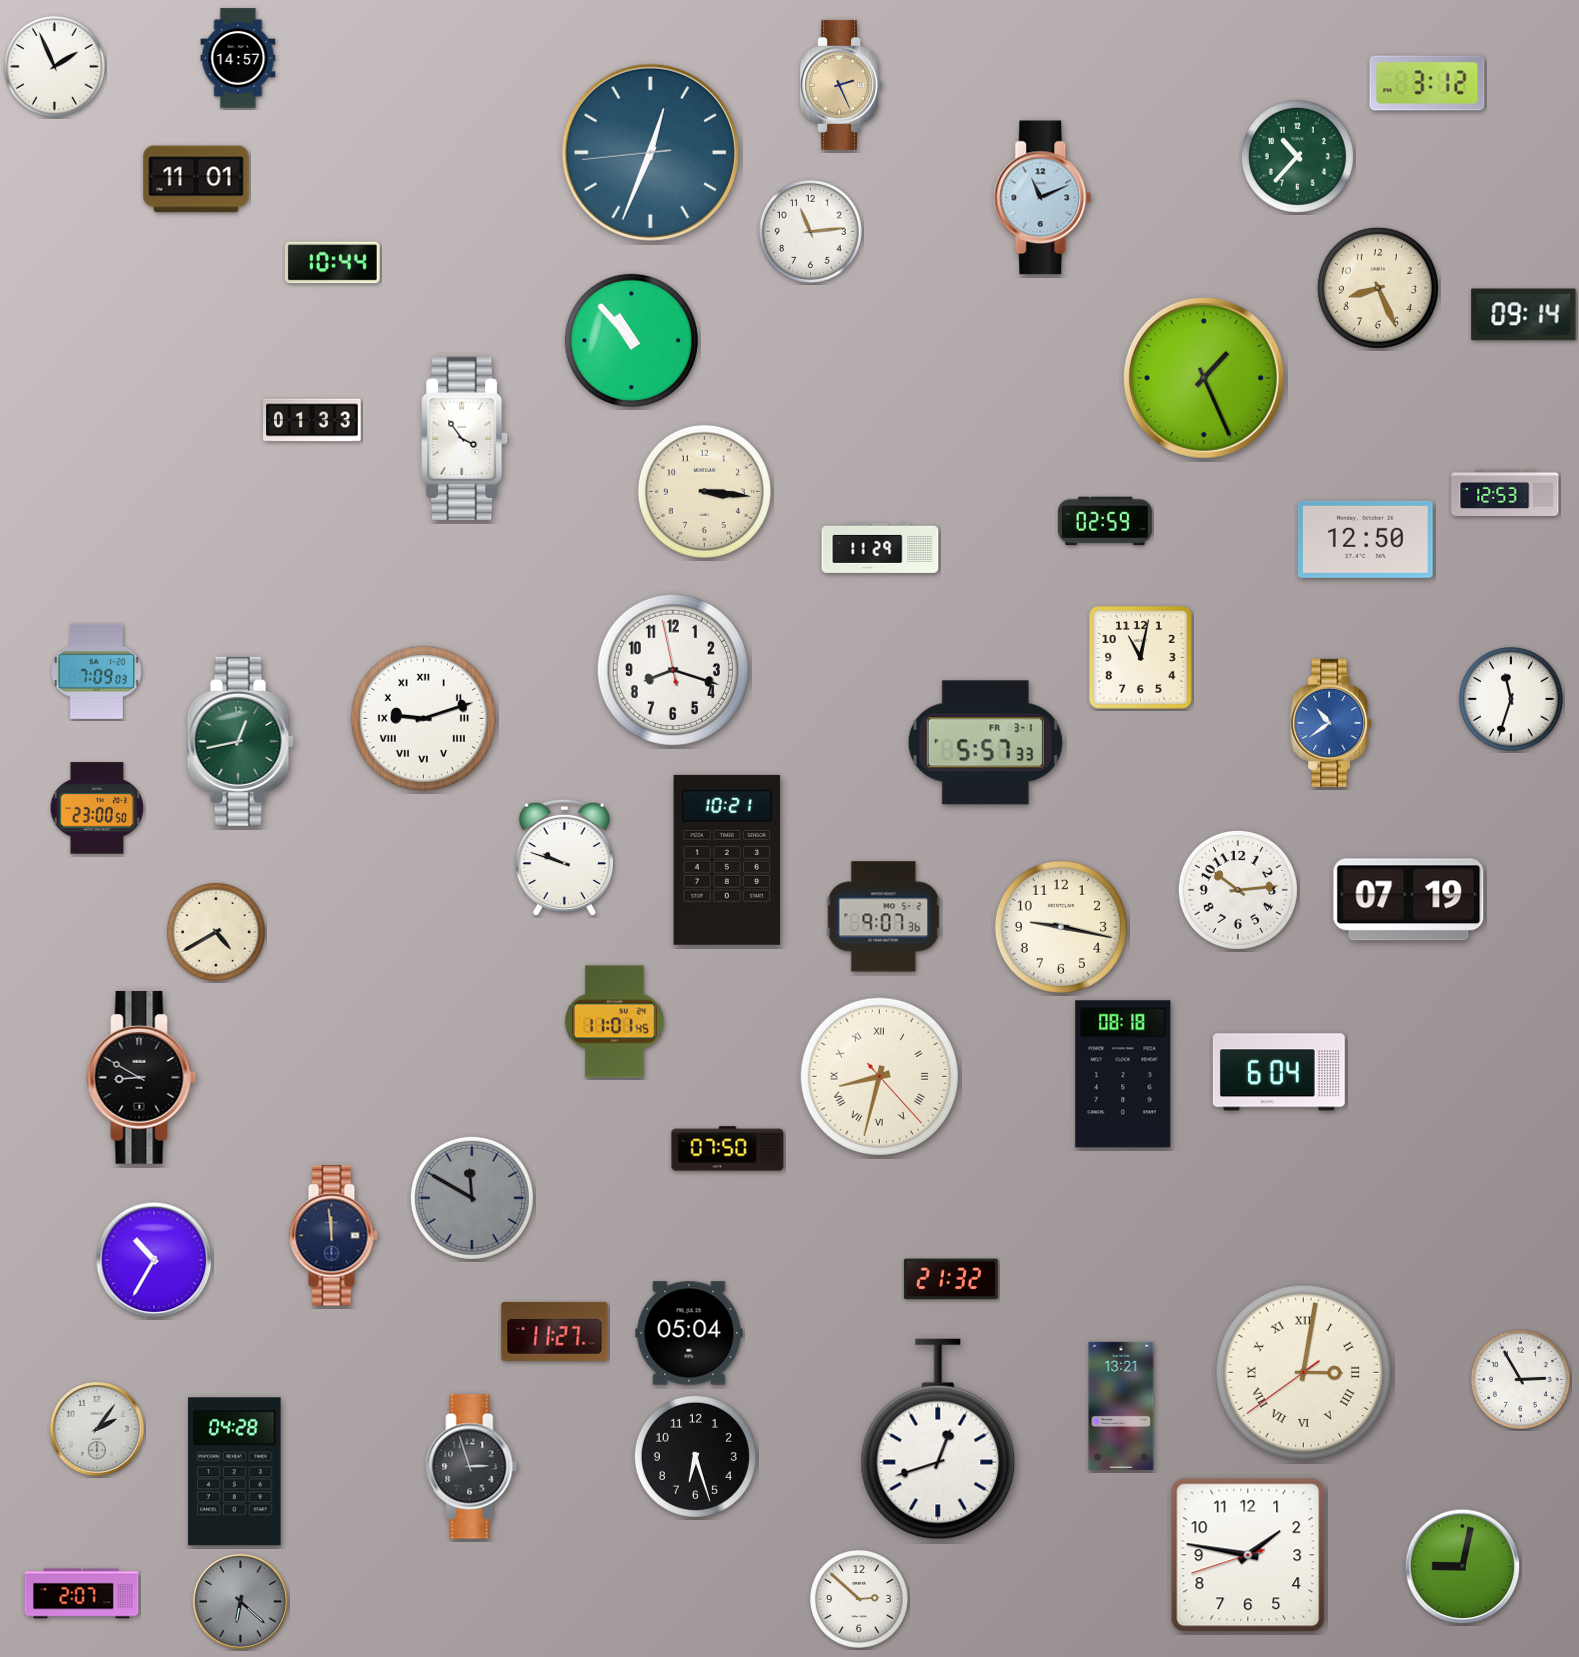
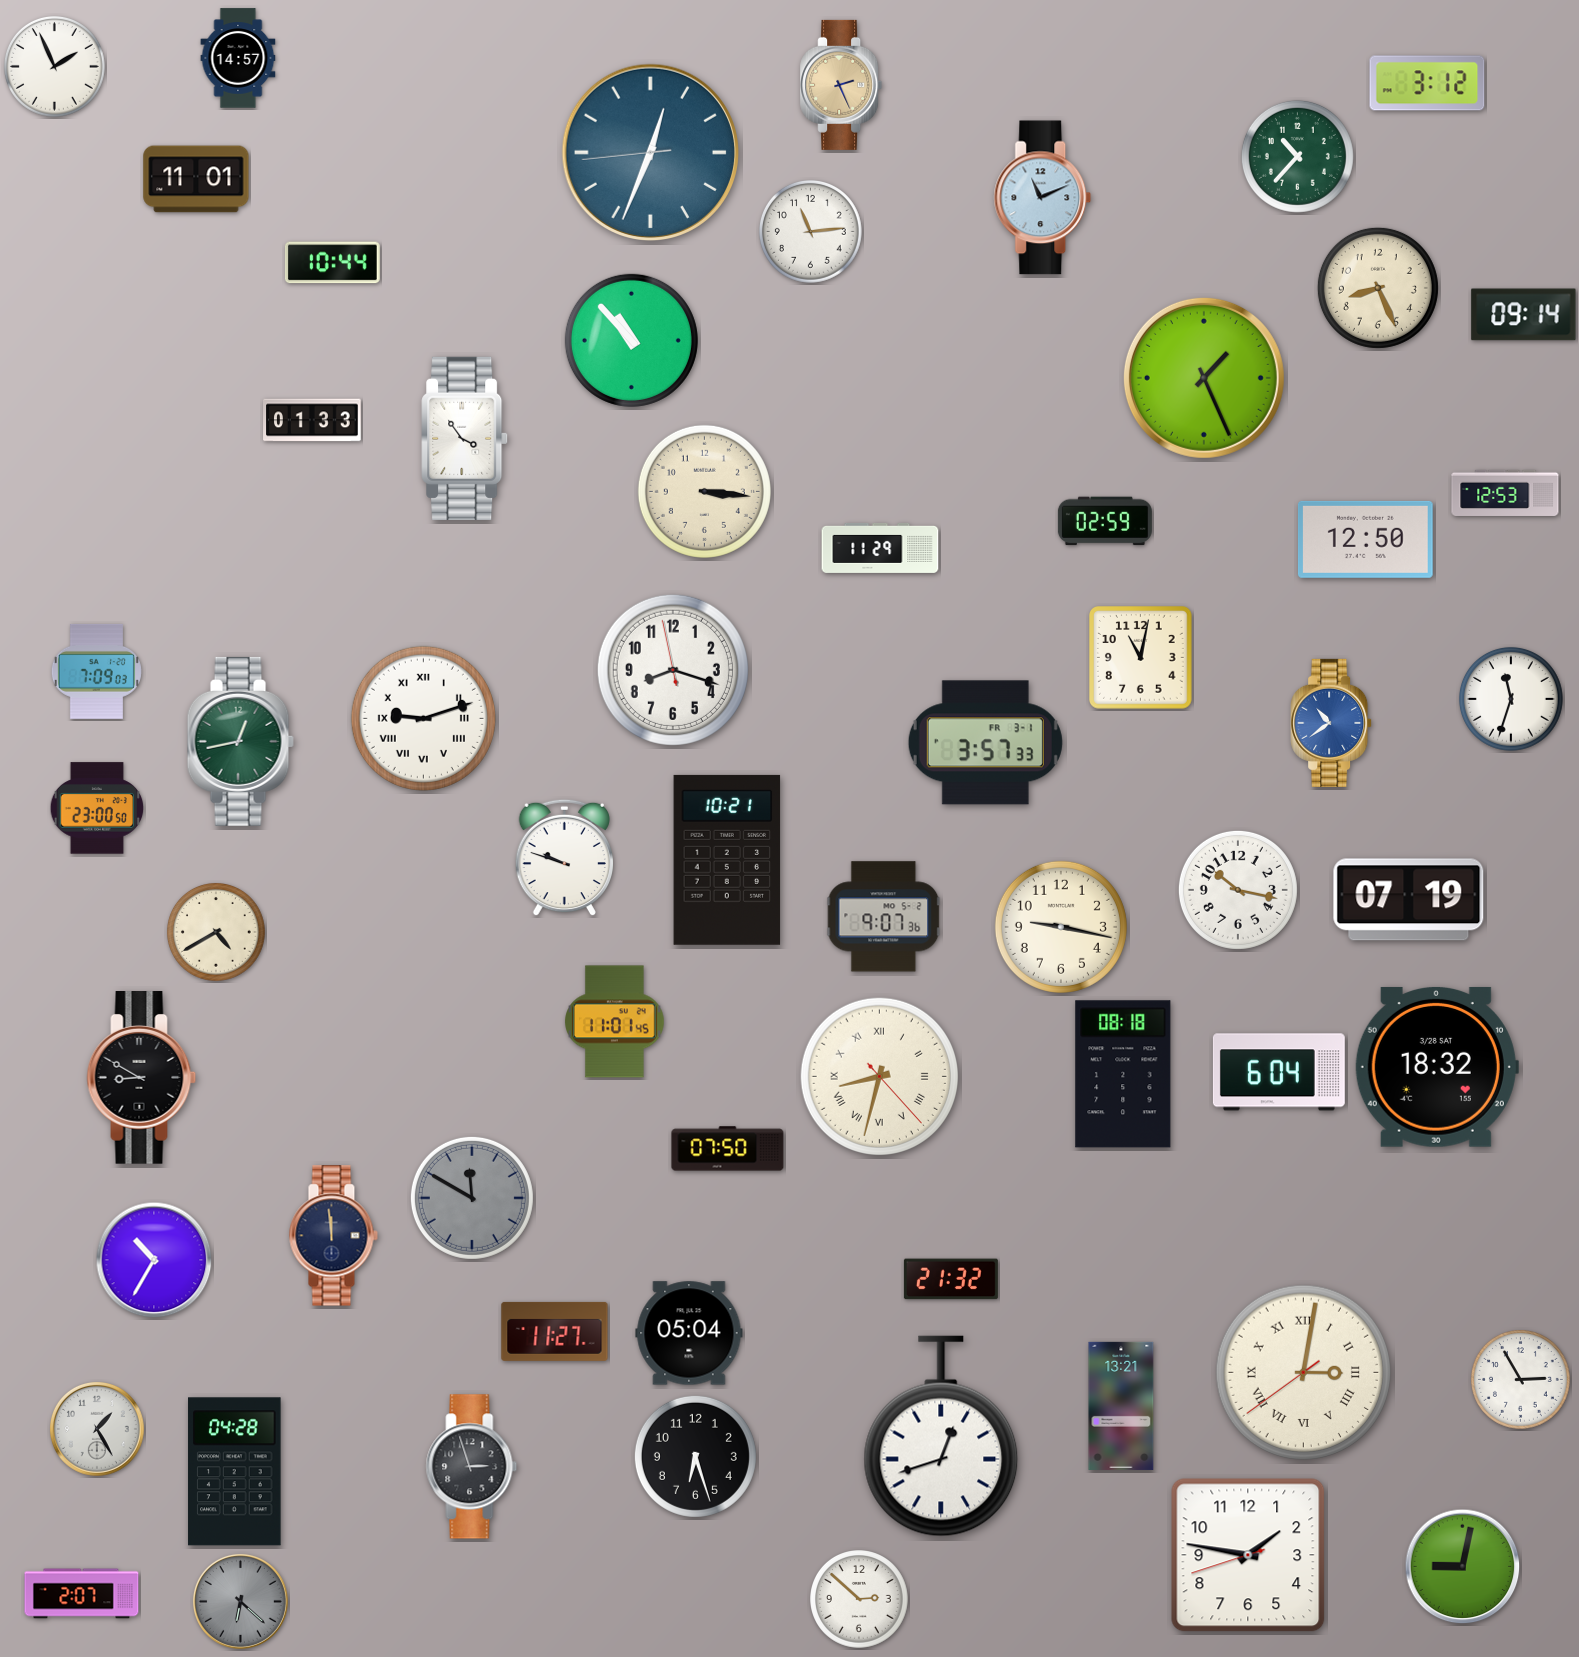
clock at (985, 743): 5:57 -> 3:57
clock at (1238, 890): 10:14 -> 10:17
clock at (1437, 1067): none -> 18:32
clock at (97, 1429): 2:06 -> 1:25
clock at (938, 1439) position: (938, 1439) -> (941, 1436)
